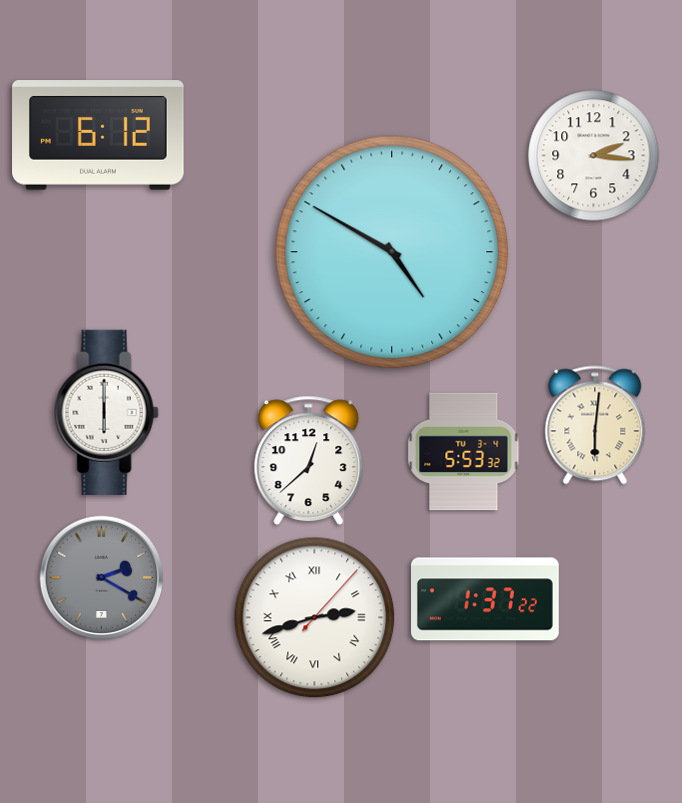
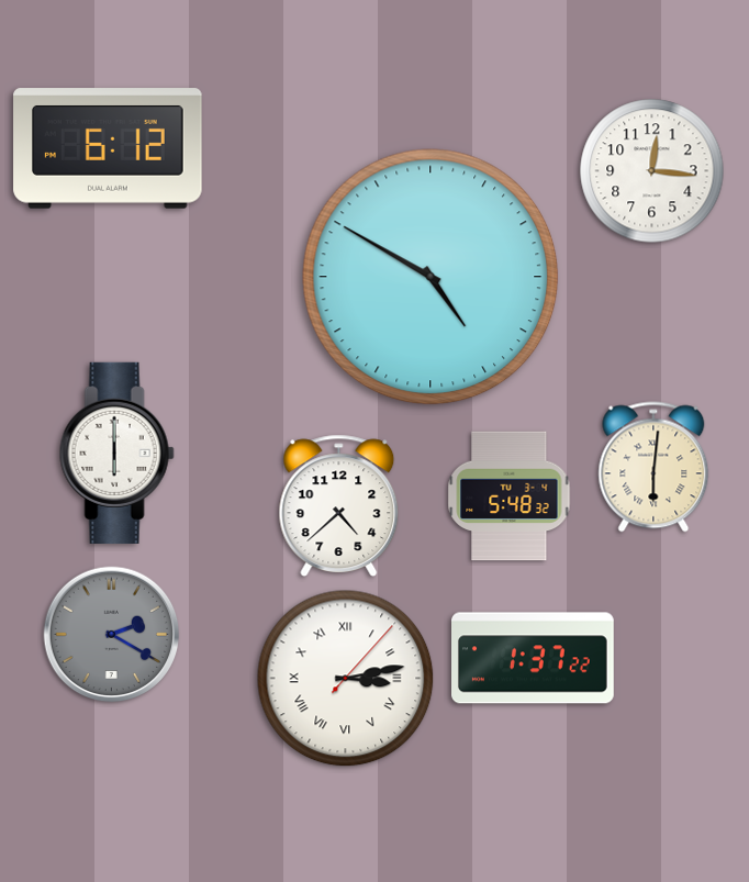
clock at (594, 156): 2:16 -> 12:16
clock at (464, 452): 5:53 -> 5:48
clock at (309, 460): 12:38 -> 4:38
clock at (315, 618): 2:42 -> 3:13
